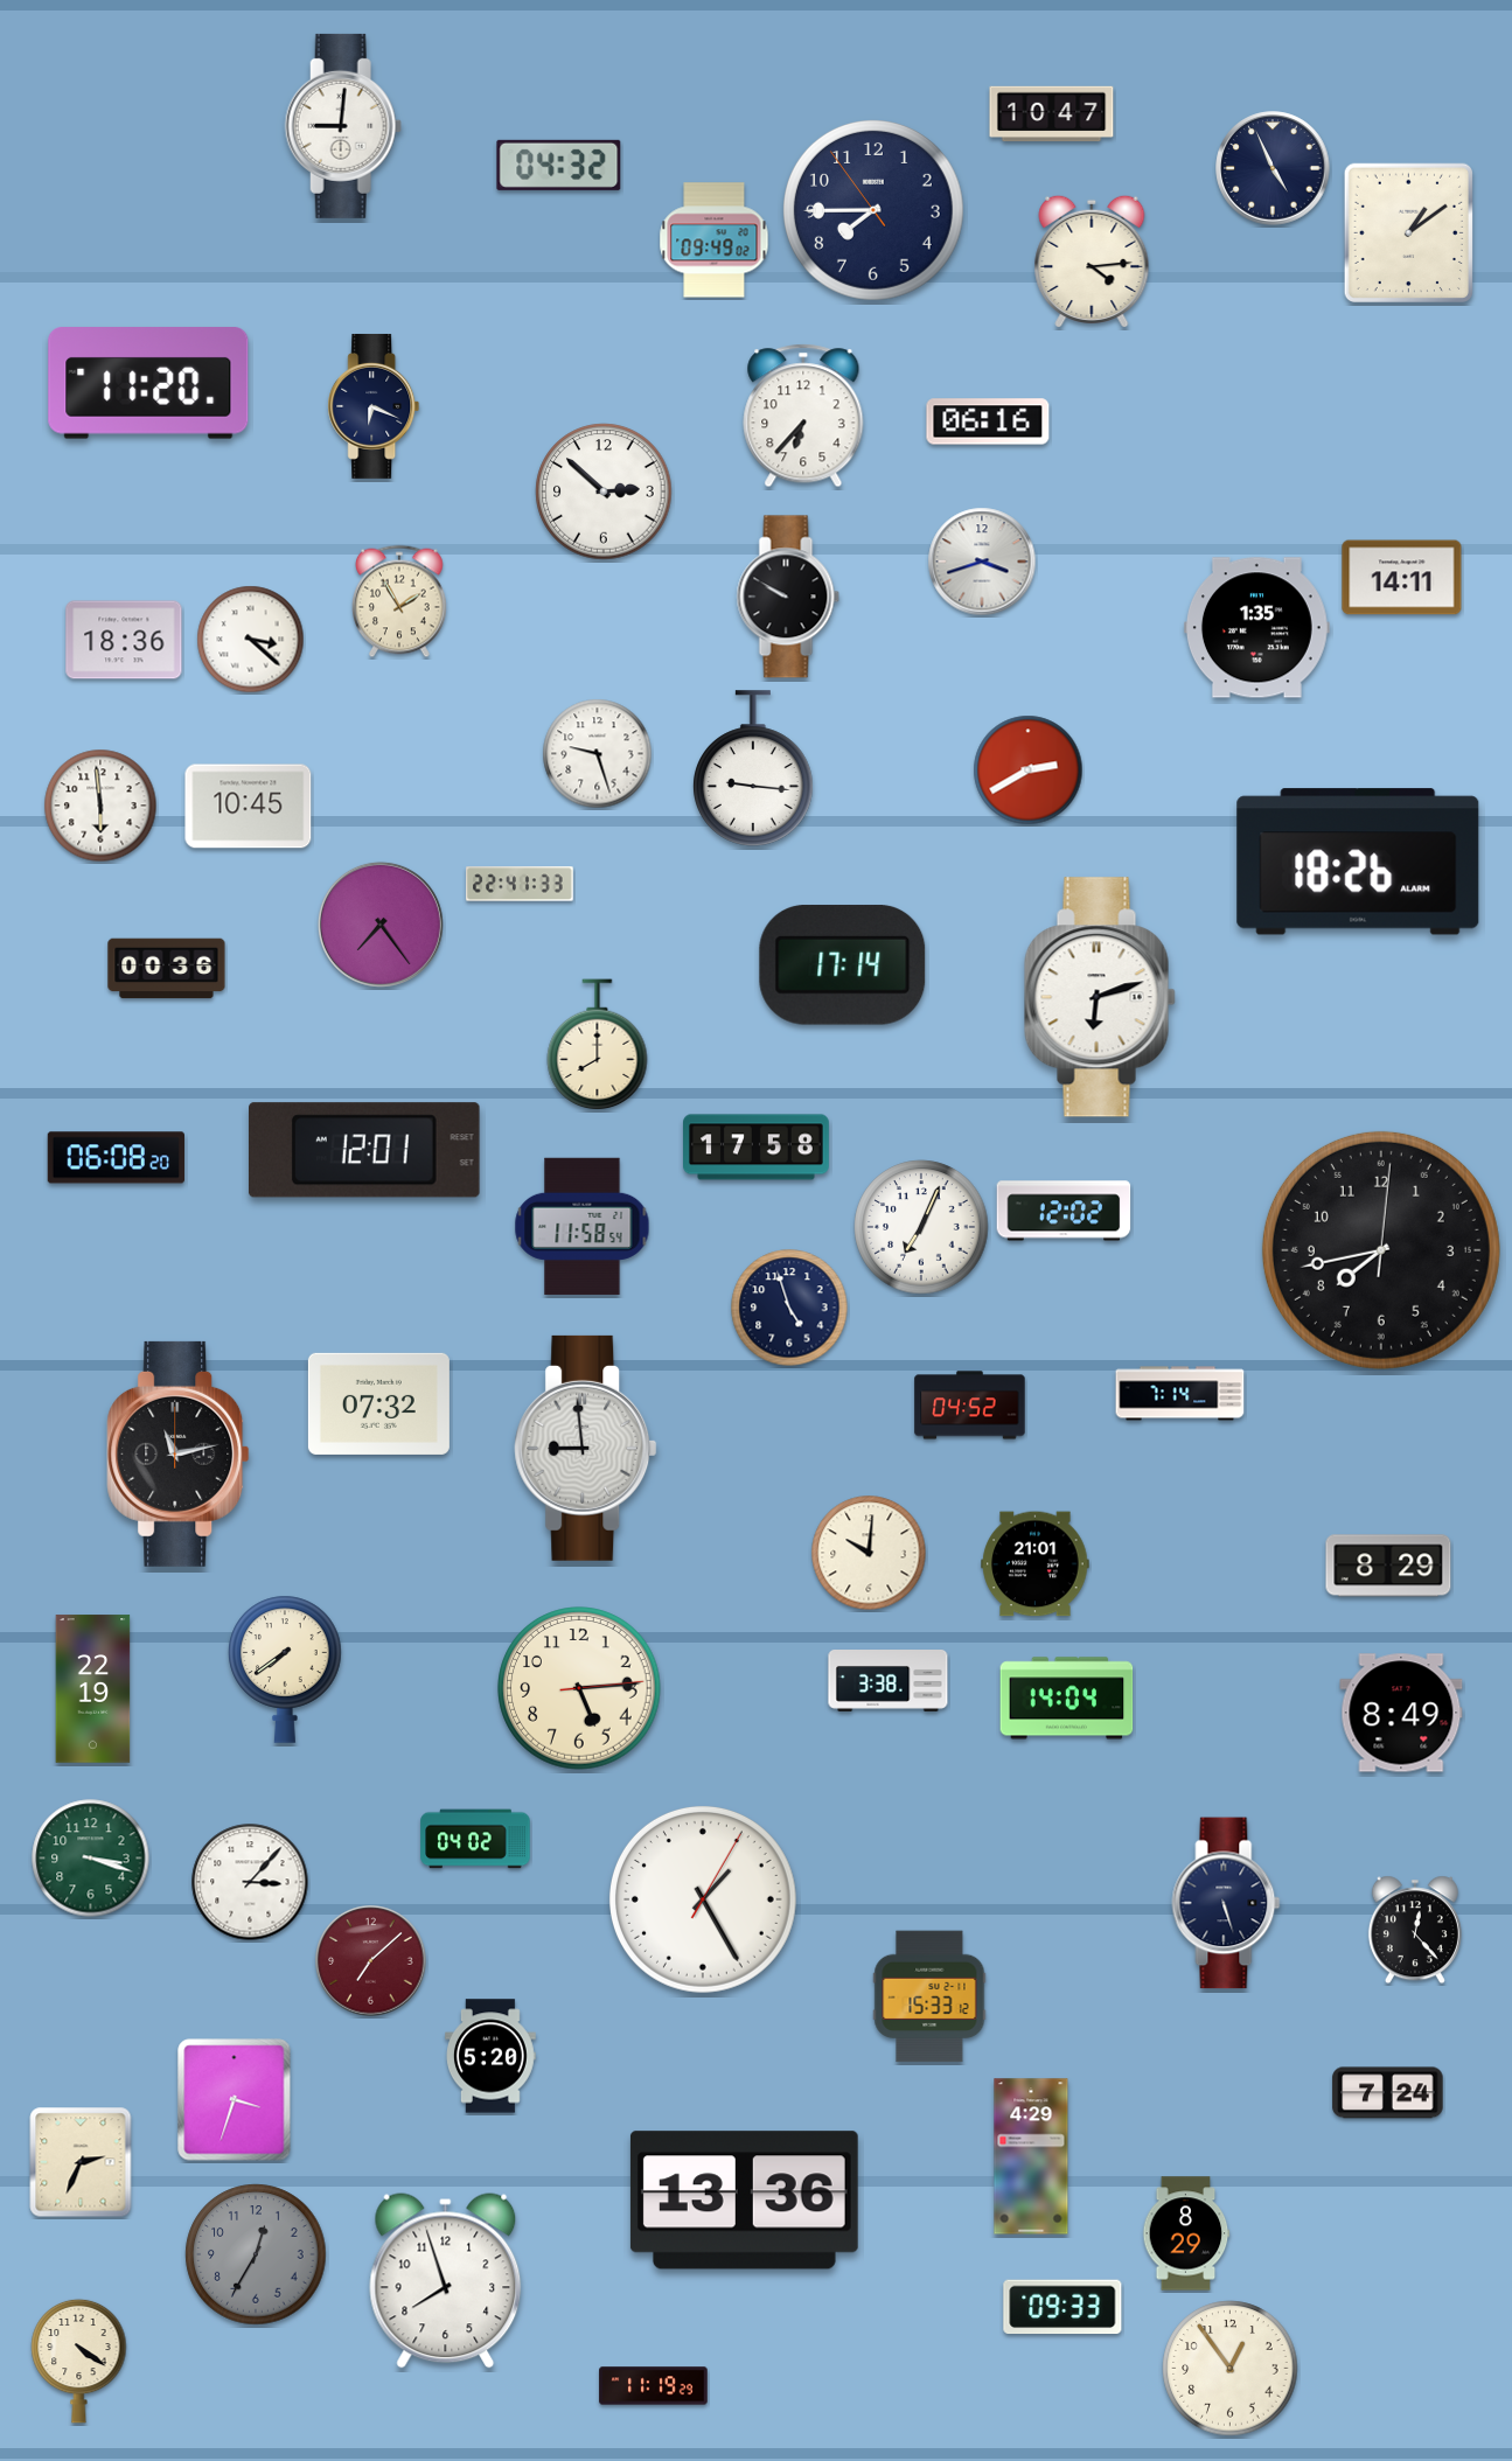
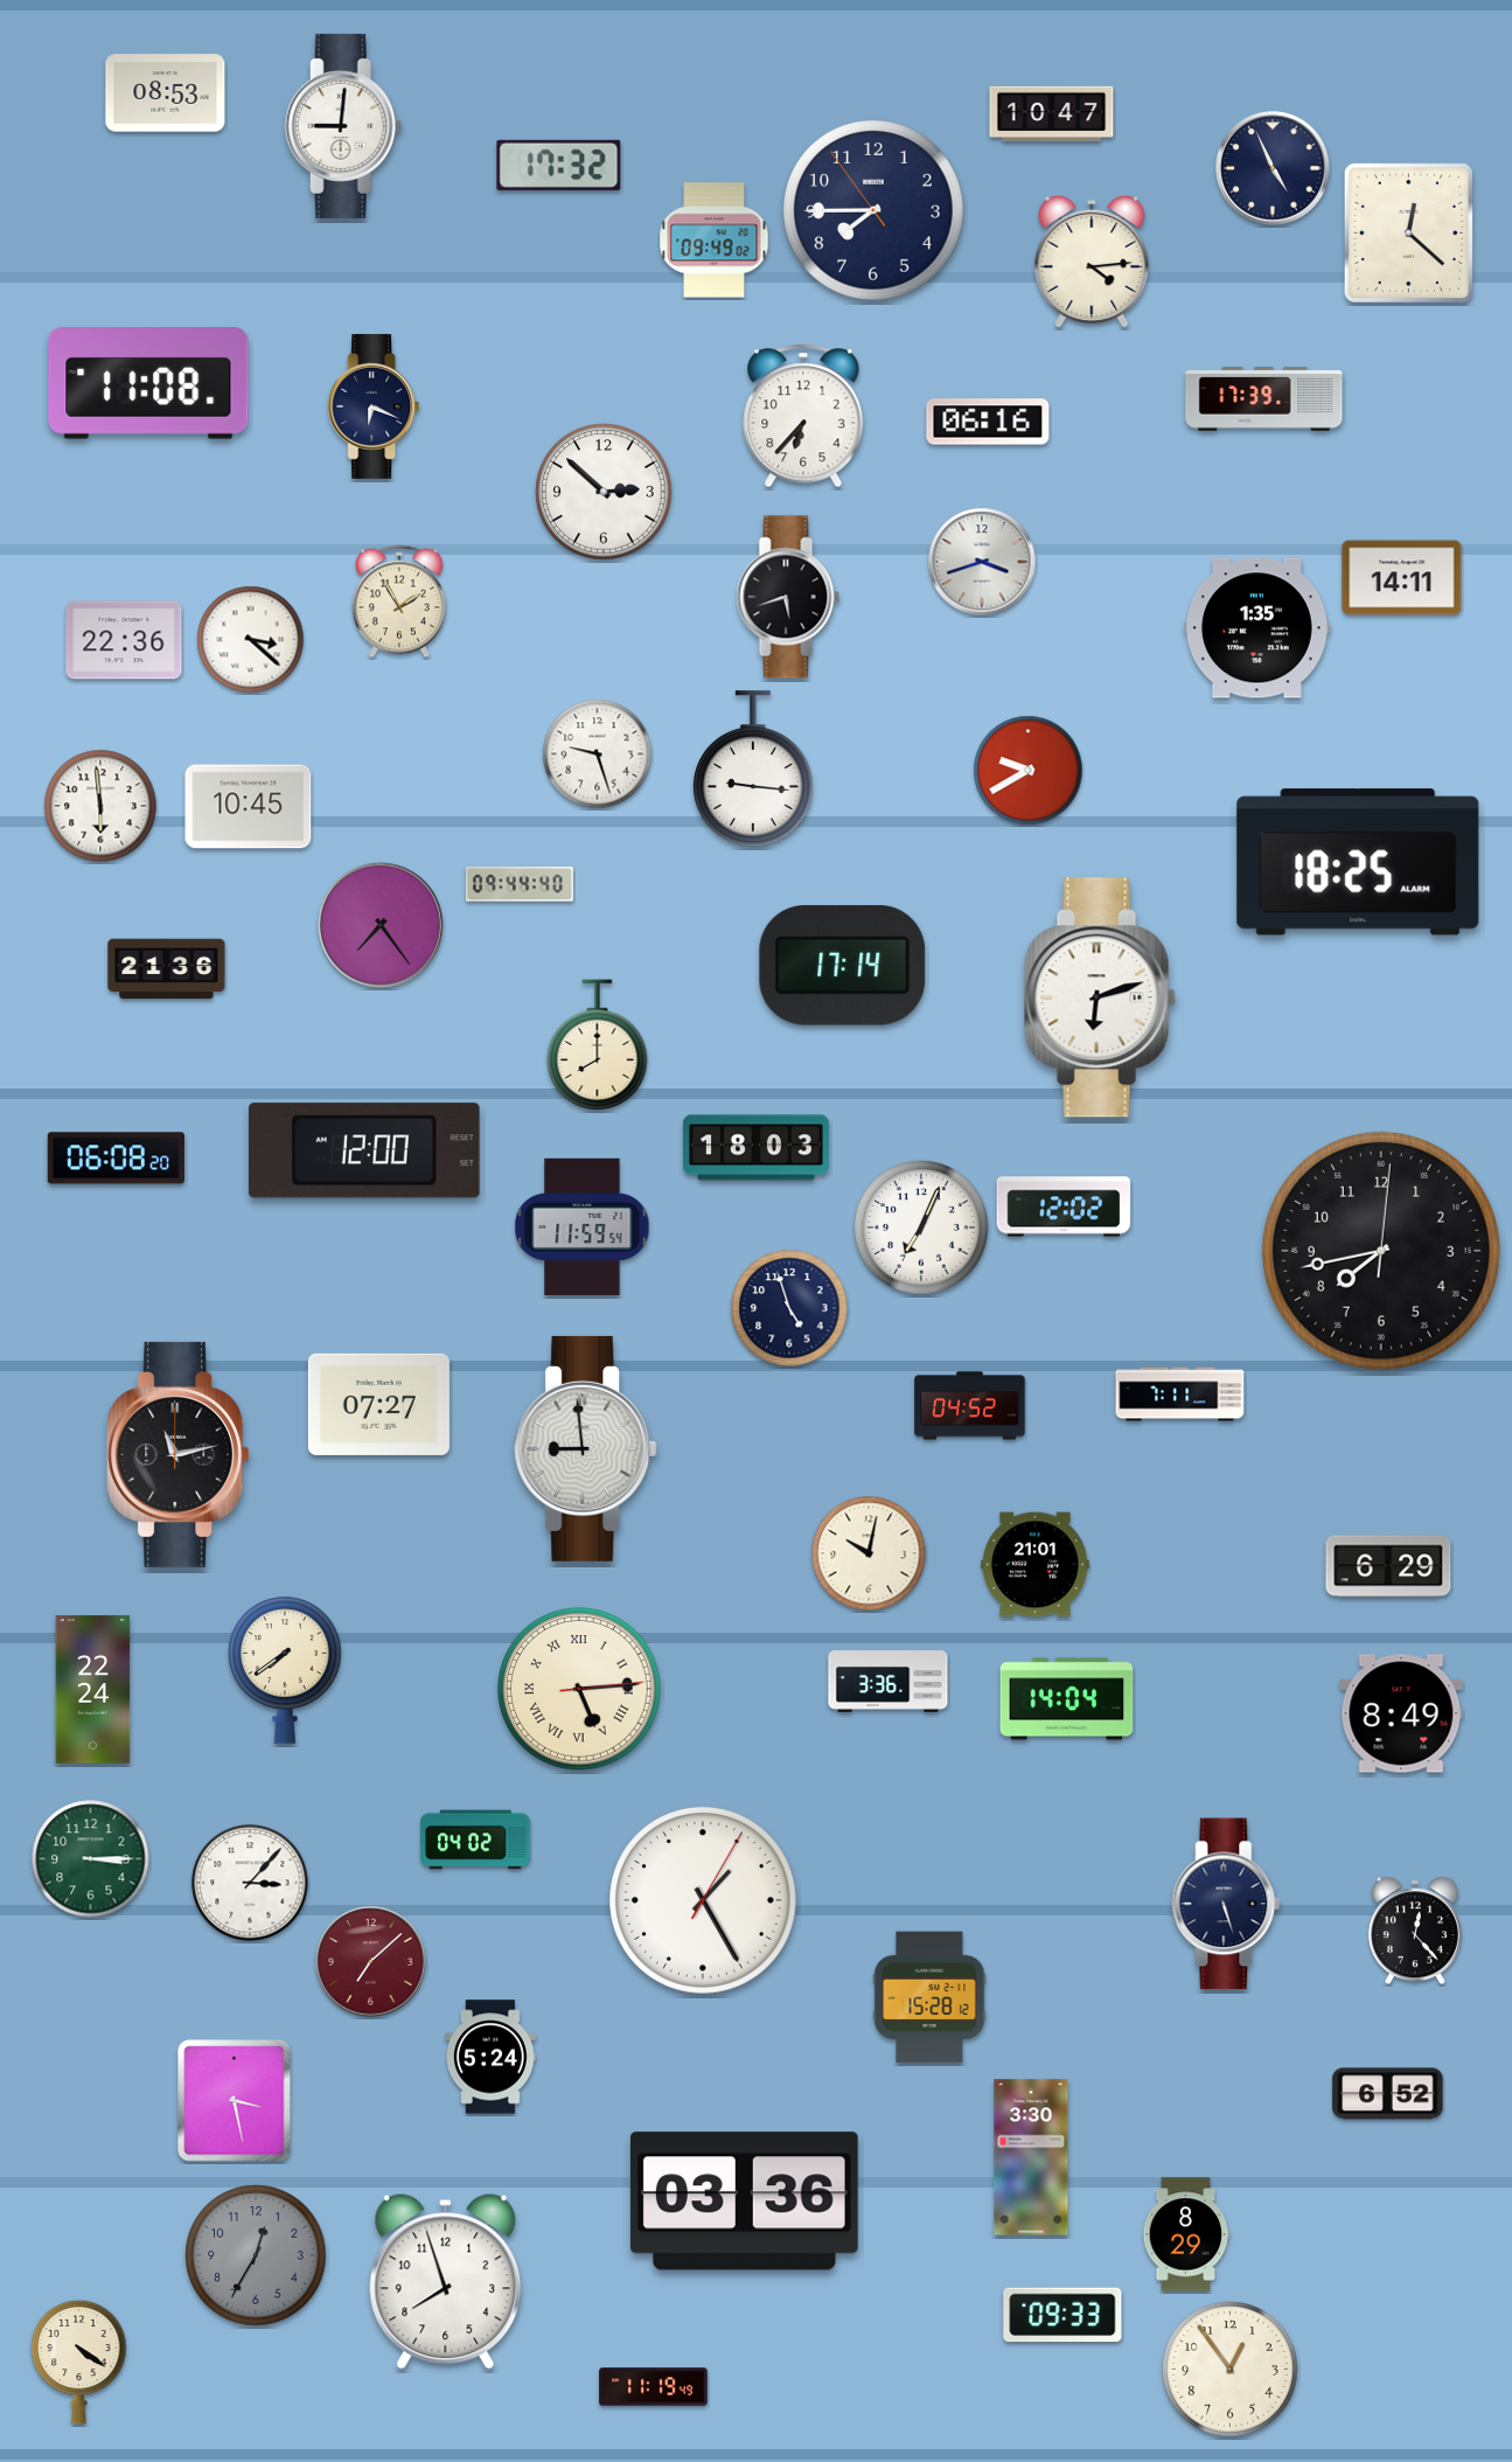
clock at (166, 93): none -> 08:53
clock at (559, 165): 04:32 -> 17:32
clock at (1408, 232): 1:09 -> 12:22
clock at (148, 383): 11:20 -> 11:08
clock at (1264, 399): none -> 17:39
clock at (788, 597): 9:50 -> 5:42
clock at (124, 640): 18:36 -> 22:36
clock at (1029, 771): 2:40 -> 9:40
clock at (1358, 862): 18:26 -> 18:25
clock at (520, 884): 22:41 -> 09:44
clock at (167, 969): 00:36 -> 21:36
clock at (757, 1148): 17:58 -> 18:03
clock at (365, 1150): 12:01 -> 12:00
clock at (1064, 1211) position: (1064, 1211) -> (1064, 1206)
clock at (583, 1226): 11:58 -> 11:59
clock at (1180, 1394): 7:14 -> 7:11
clock at (378, 1403): 07:32 -> 07:27
clock at (869, 1553): 10:01 -> 10:02
clock at (1388, 1566): 8:29 -> 6:29
clock at (889, 1681): 3:38 -> 3:36
clock at (579, 1688) numerals: Arabic -> Roman
clock at (93, 1689): 22:19 -> 22:24
clock at (91, 1859): 3:18 -> 3:15
clock at (929, 1996): 15:33 -> 15:28
clock at (492, 2056): 5:20 -> 5:24
clock at (1388, 2093): 7:24 -> 6:52
clock at (235, 2100): 3:33 -> 3:28
clock at (1031, 2156): 4:29 -> 3:30
clock at (81, 2162): 2:34 -> none
clock at (744, 2201): 13:36 -> 03:36
clock at (1062, 2307) position: (1062, 2307) -> (1062, 2315)
clock at (654, 2386): 11:19:29 -> 11:19:49
